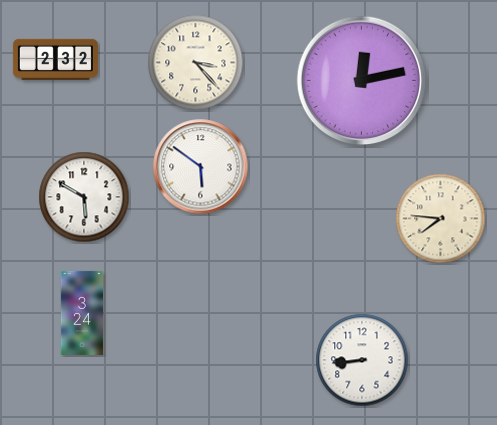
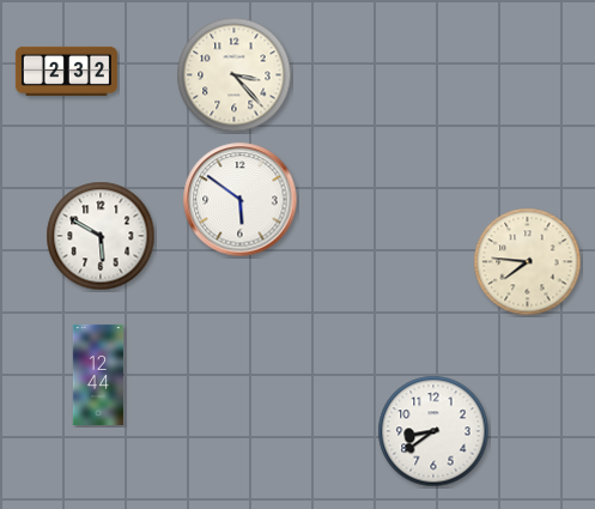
clock at (362, 81): 12:13 -> none
clock at (82, 313): 3:24 -> 12:44
clock at (362, 360): 8:44 -> 8:39
